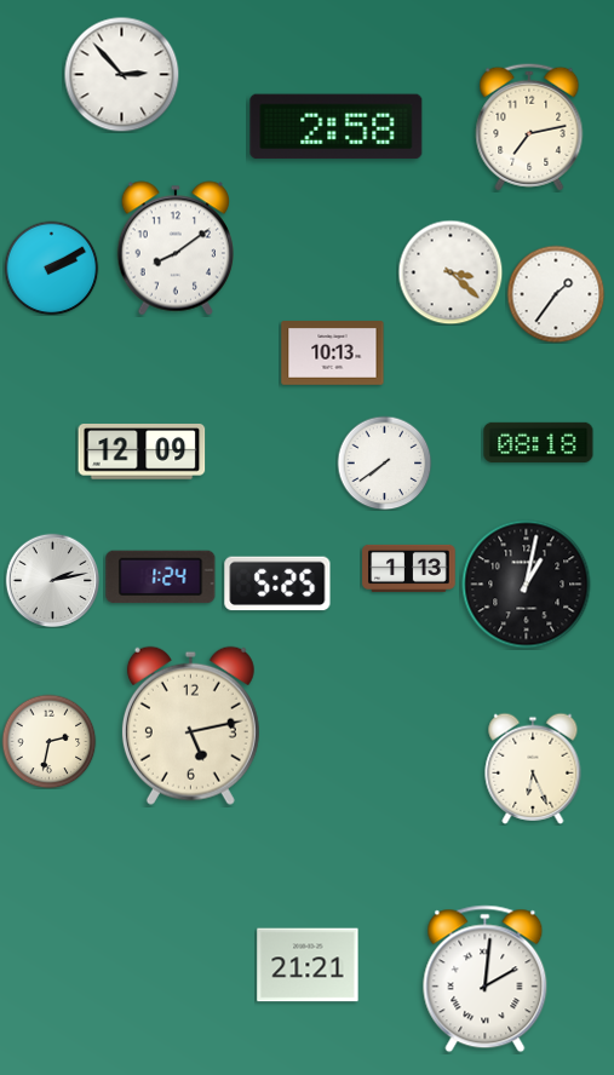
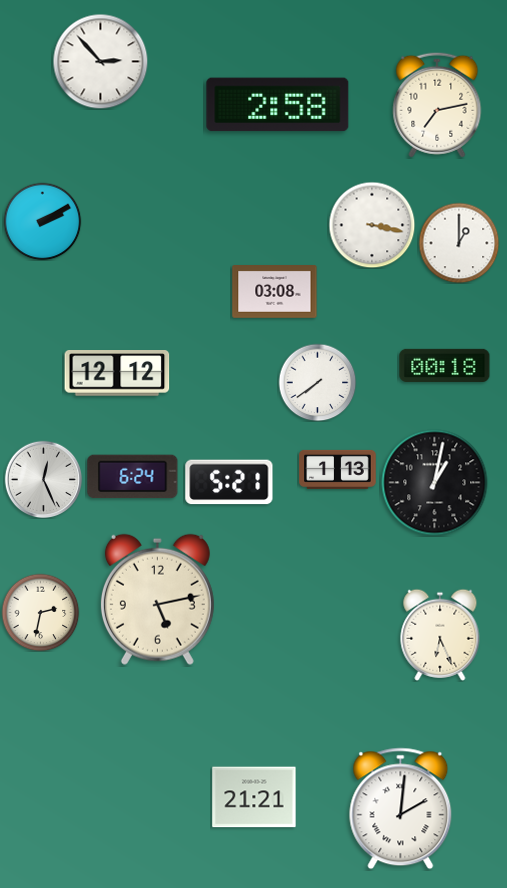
clock at (174, 248): 8:09 -> none
clock at (451, 272): 3:22 -> 3:17
clock at (556, 294): 1:36 -> 1:00
clock at (333, 353): 10:13 -> 03:08
clock at (539, 442): 08:18 -> 00:18
clock at (142, 453): 12:09 -> 12:12
clock at (161, 577): 1:24 -> 6:24
clock at (52, 580): 2:13 -> 12:26
clock at (277, 584): 5:25 -> 5:21
